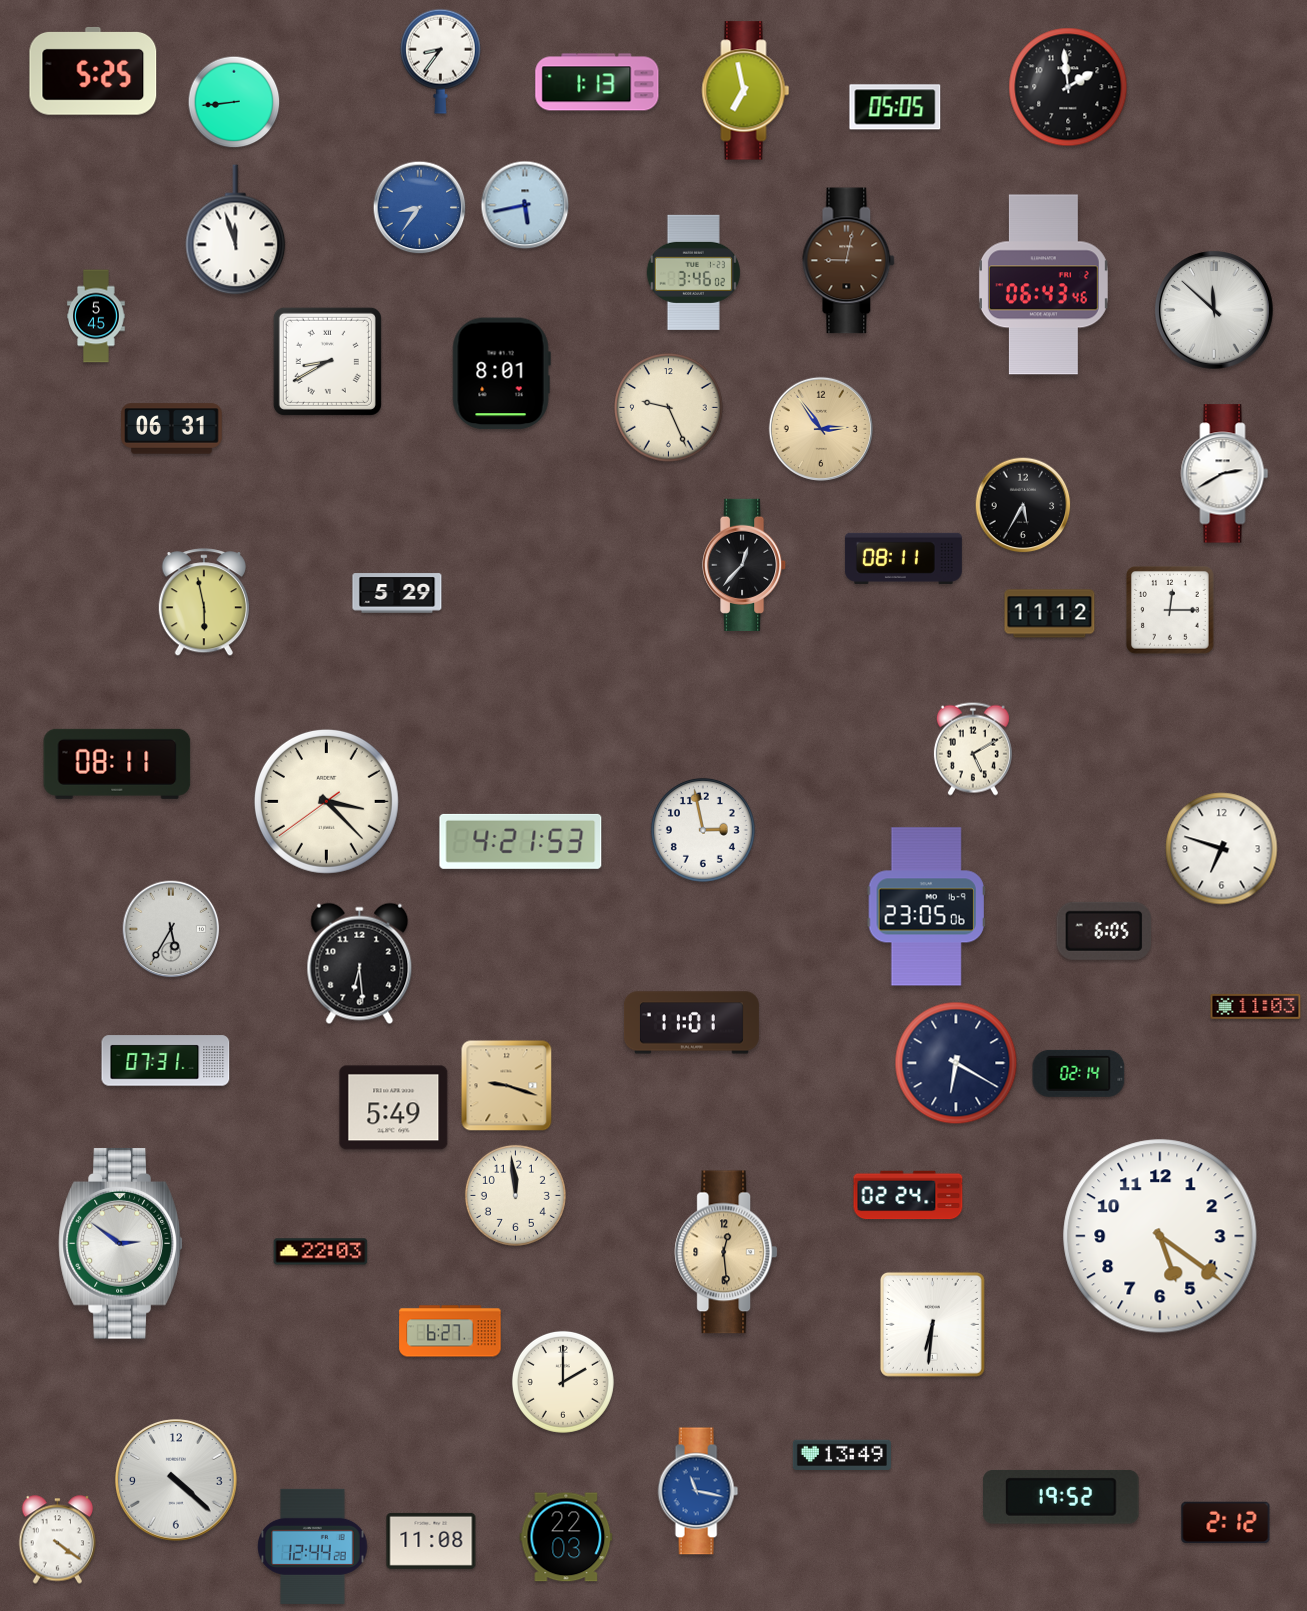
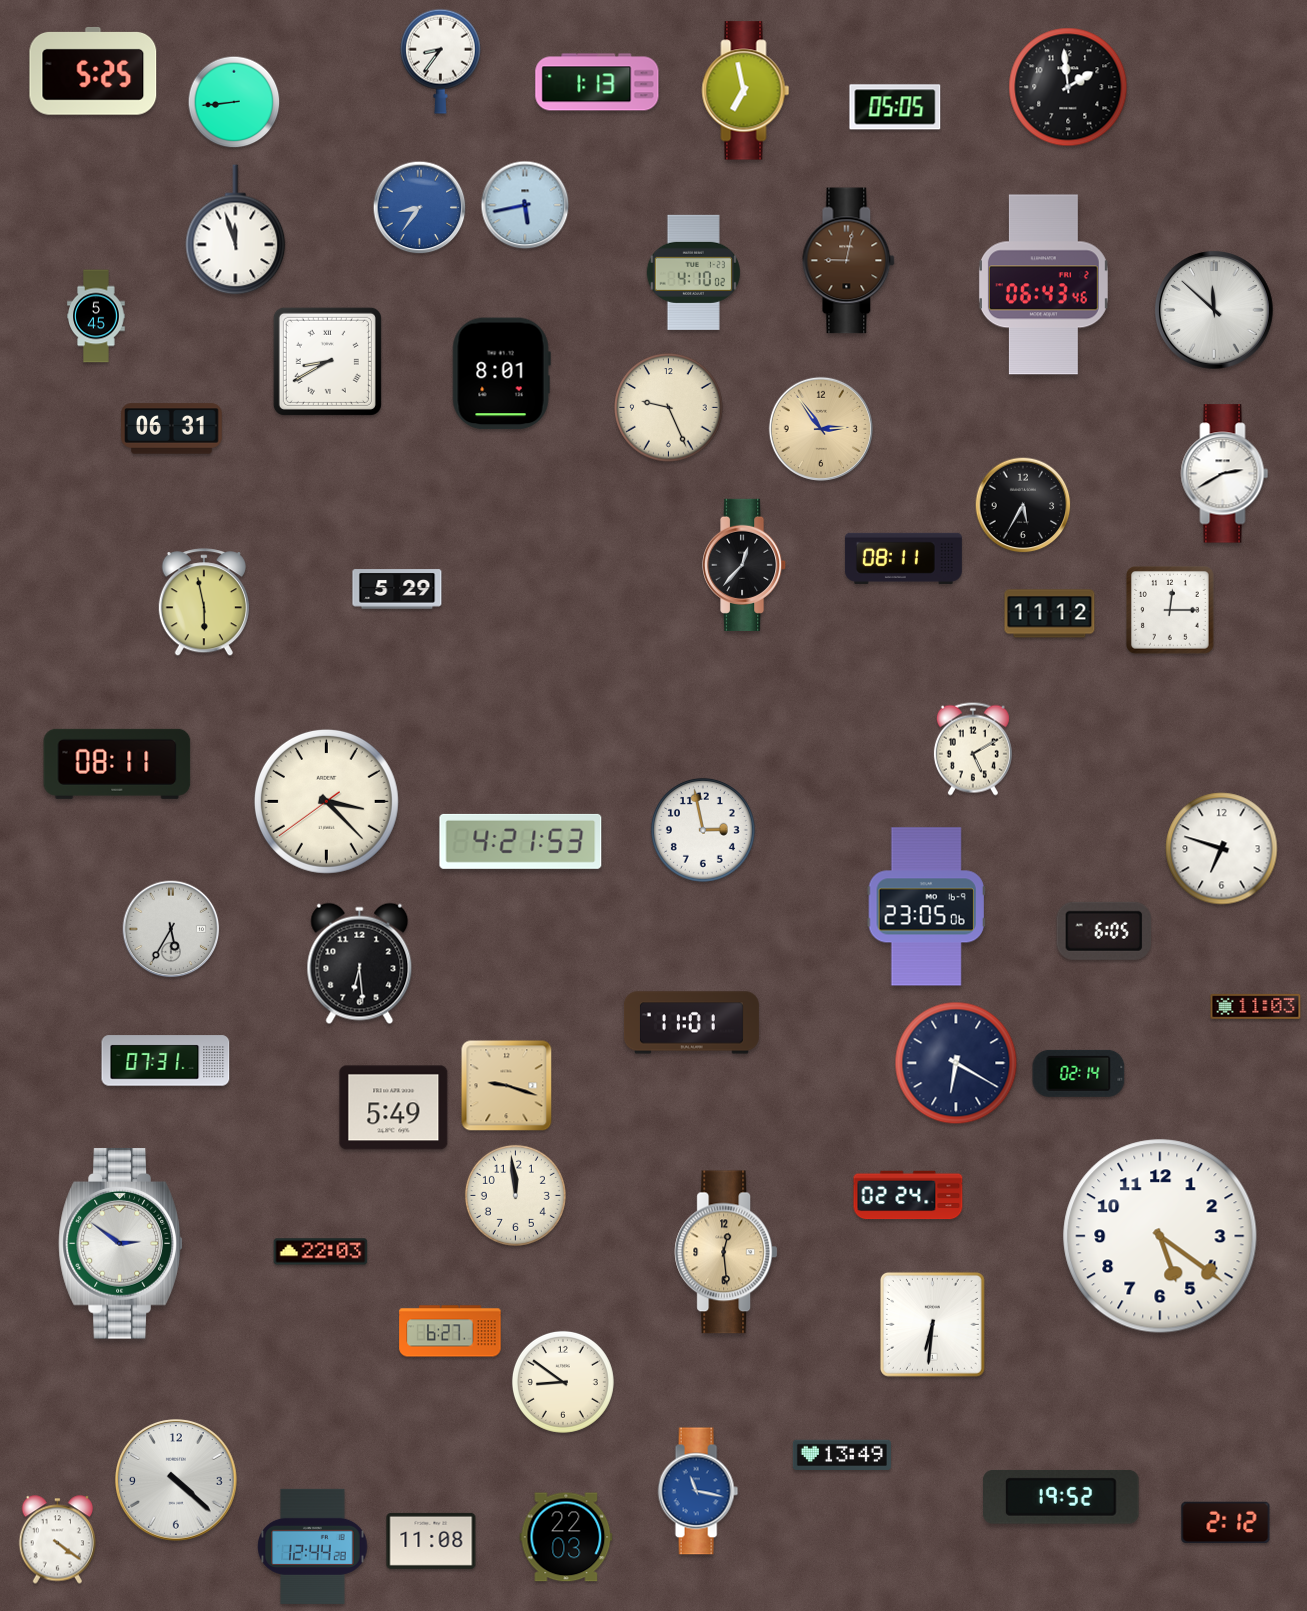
clock at (693, 272): 3:46 -> 4:10
clock at (397, 593) position: (397, 593) -> (397, 589)
clock at (563, 1382): 2:00 -> 8:51
